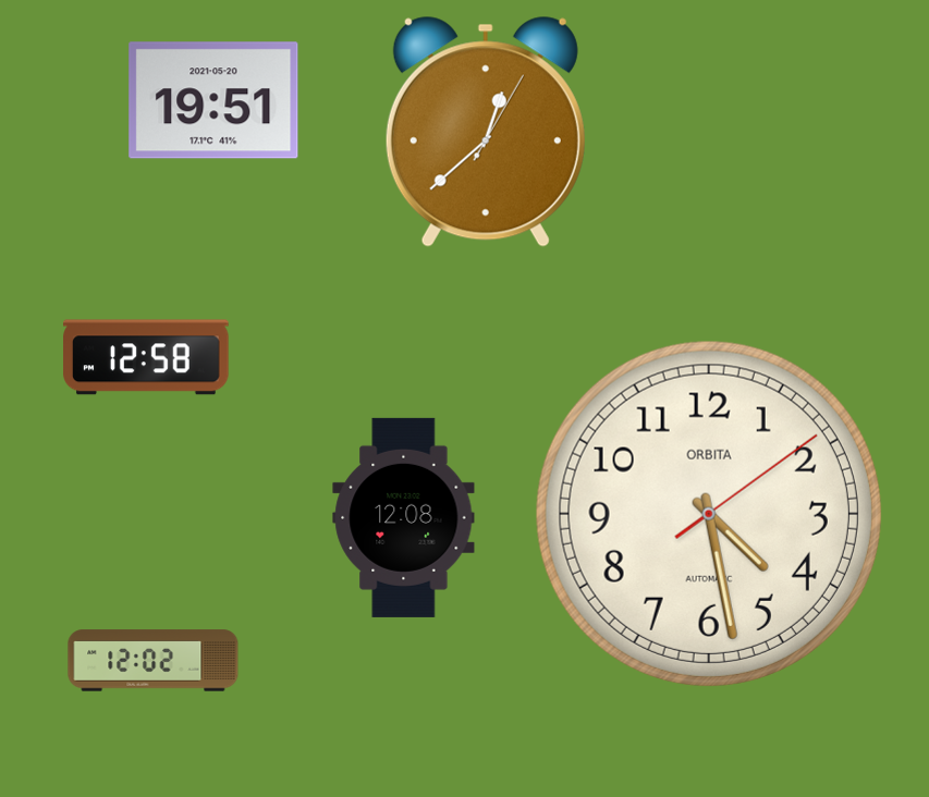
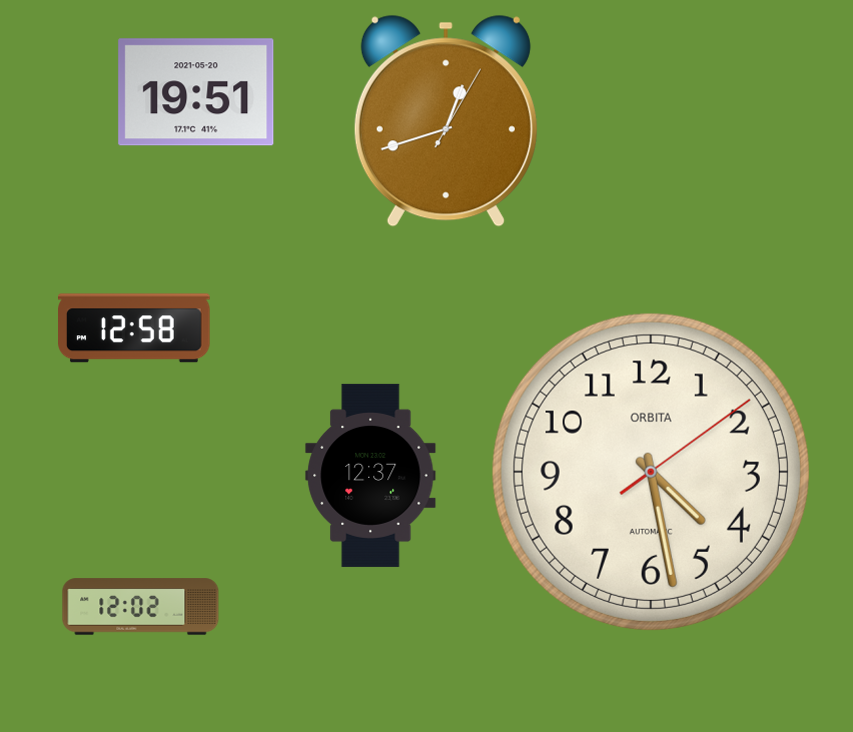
clock at (486, 132): 12:38 -> 12:42
clock at (404, 517): 12:08 -> 12:37
